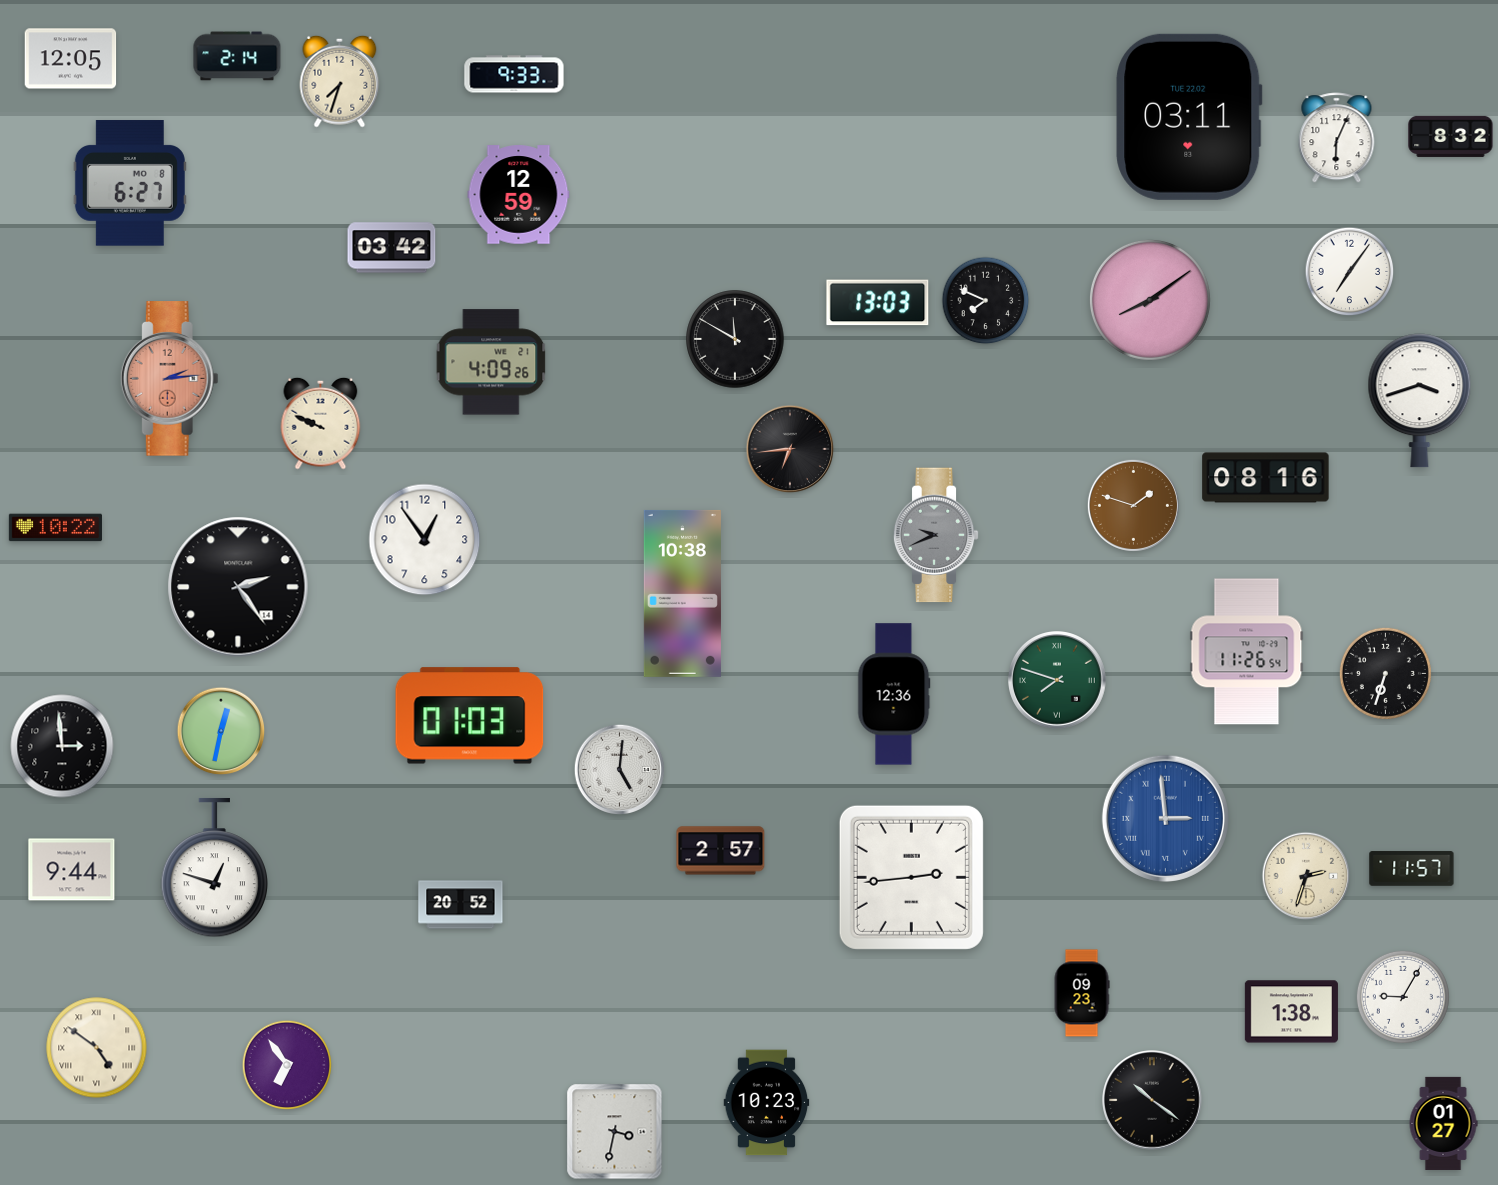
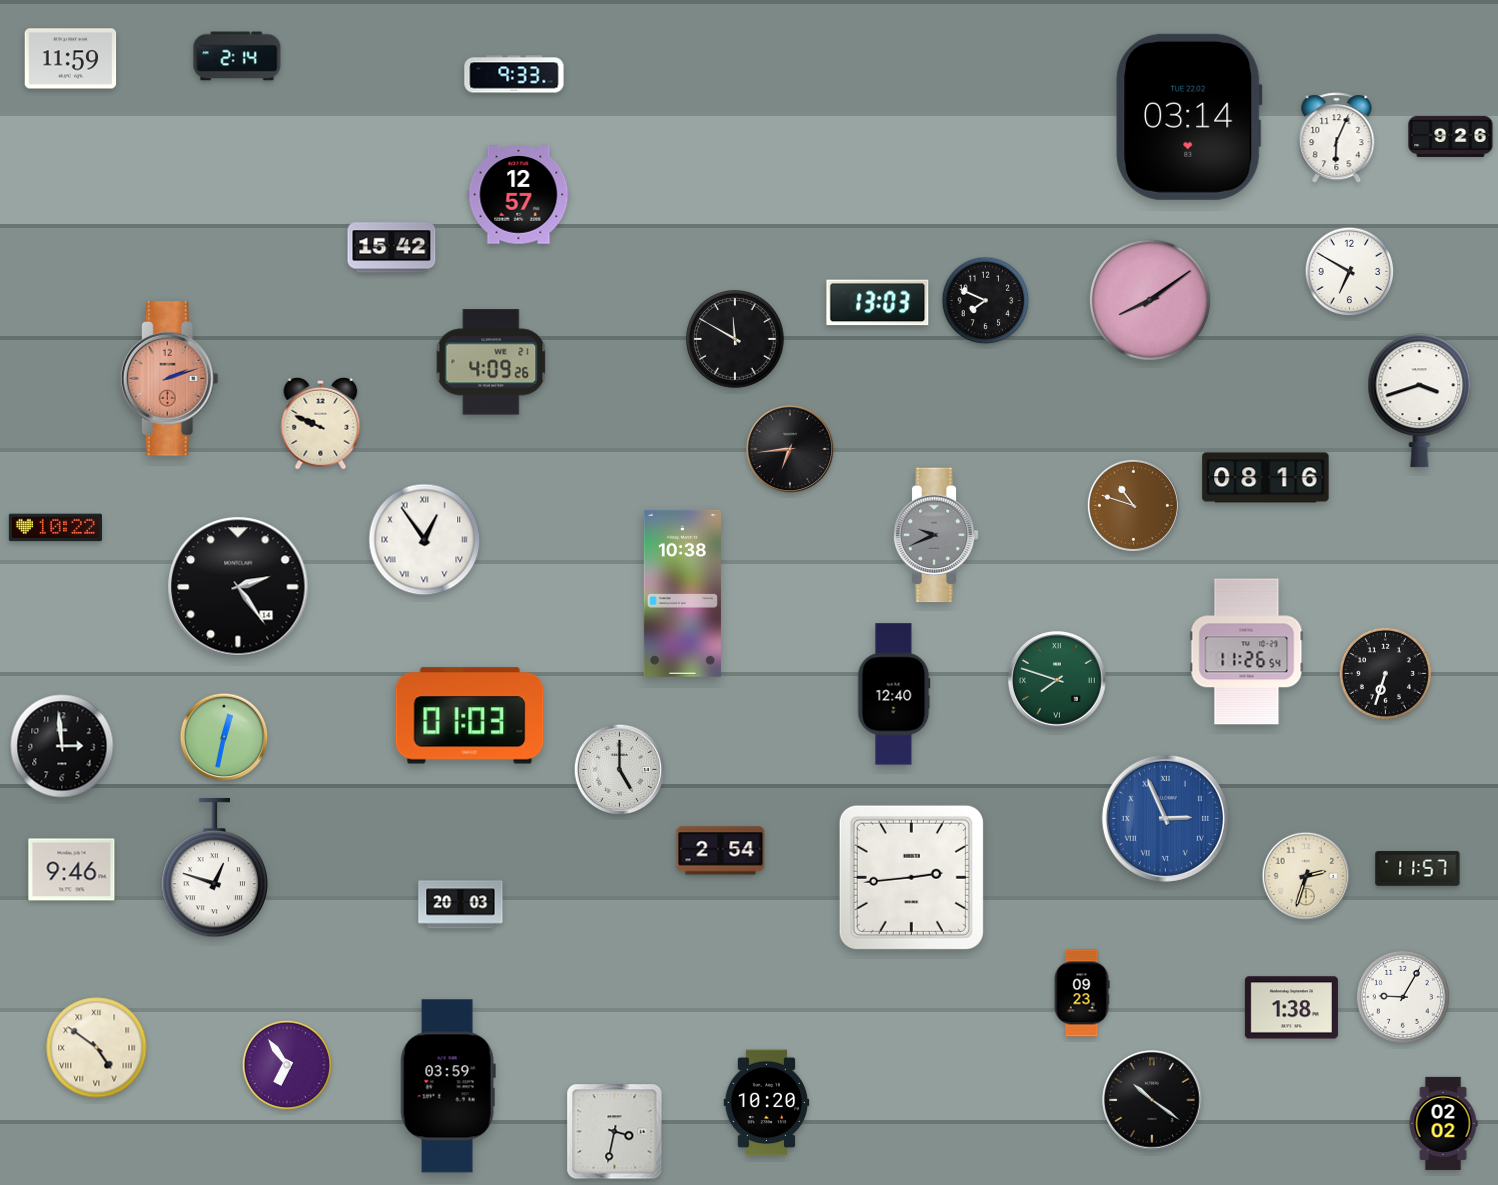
clock at (71, 59): 12:05 -> 11:59
clock at (340, 81): 7:33 -> none
clock at (1189, 117): 03:11 -> 03:14
clock at (1451, 136): 8:32 -> 9:26
clock at (130, 183): 6:27 -> none
clock at (519, 195): 12:59 -> 12:57
clock at (392, 248): 03:42 -> 15:42
clock at (1350, 272): 7:06 -> 6:50
clock at (169, 379): 2:14 -> 2:12
clock at (1133, 505): 1:48 -> 10:48
clock at (425, 540) numerals: Arabic -> Roman
clock at (894, 694): 12:36 -> 12:40
clock at (221, 731) position: (221, 731) -> (224, 737)
clock at (619, 769): 5:01 -> 5:00
clock at (1165, 818): 2:59 -> 2:56
clock at (721, 851): 2:57 -> 2:54
clock at (1412, 869) position: (1412, 869) -> (1418, 869)
clock at (72, 870): 9:44 -> 9:46
clock at (461, 905): 20:52 -> 20:03
clock at (1291, 1012) position: (1291, 1012) -> (1291, 1008)
clock at (448, 1086): none -> 03:59
clock at (767, 1103): 10:23 -> 10:20
clock at (1443, 1123): 01:27 -> 02:02
